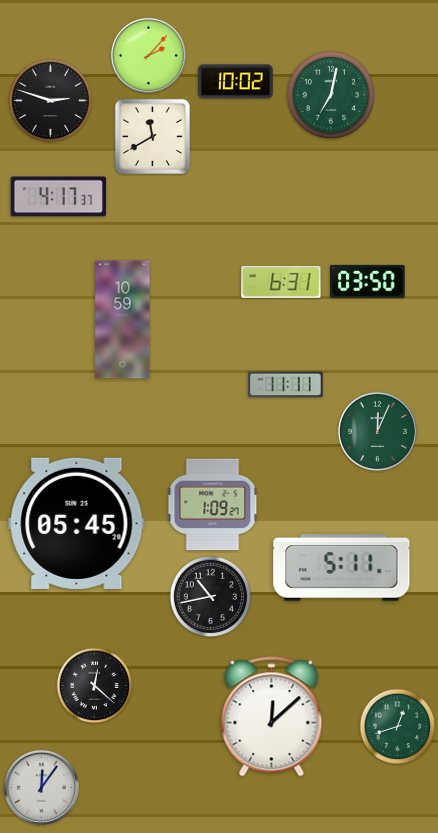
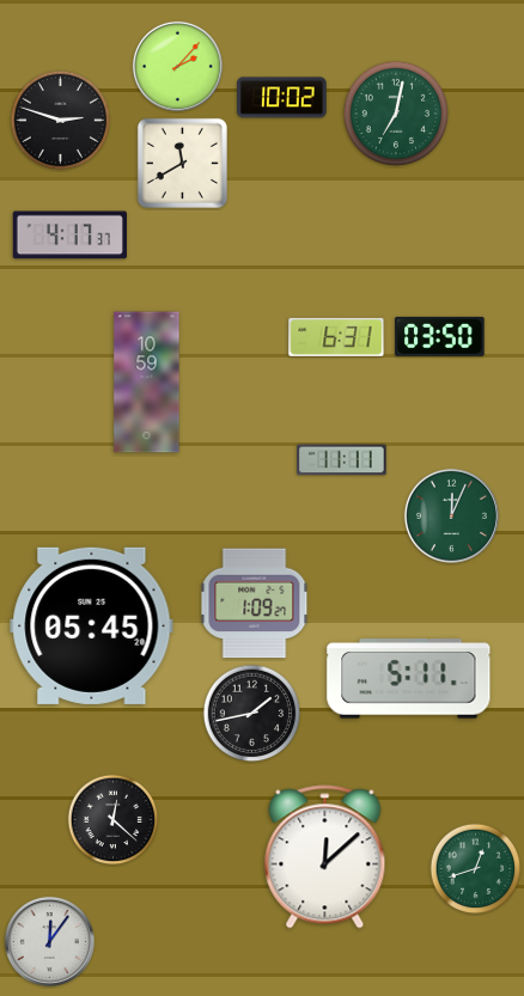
clock at (211, 597): 10:43 -> 1:43
